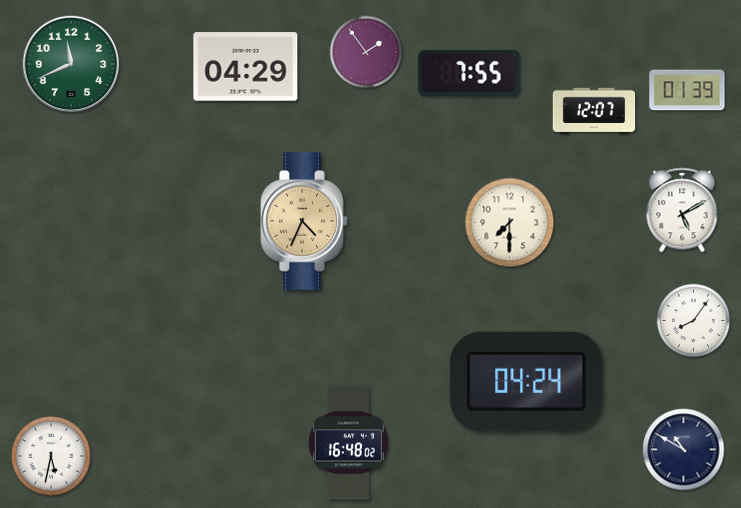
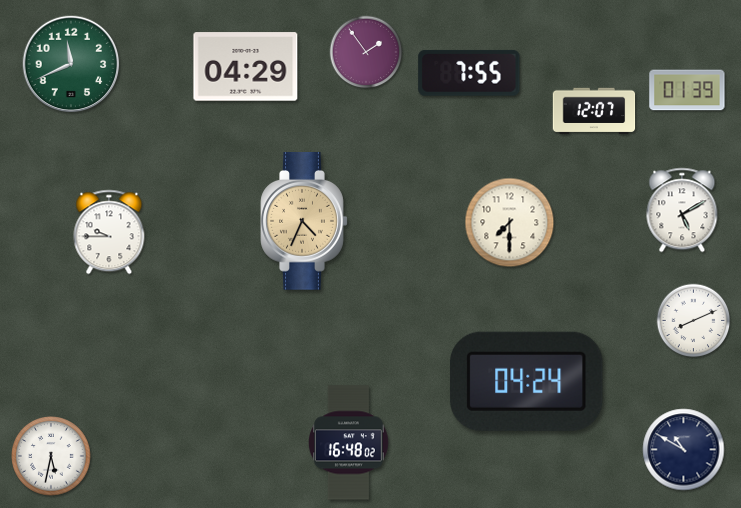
clock at (109, 232): none -> 9:45
clock at (694, 321): 8:06 -> 8:11
